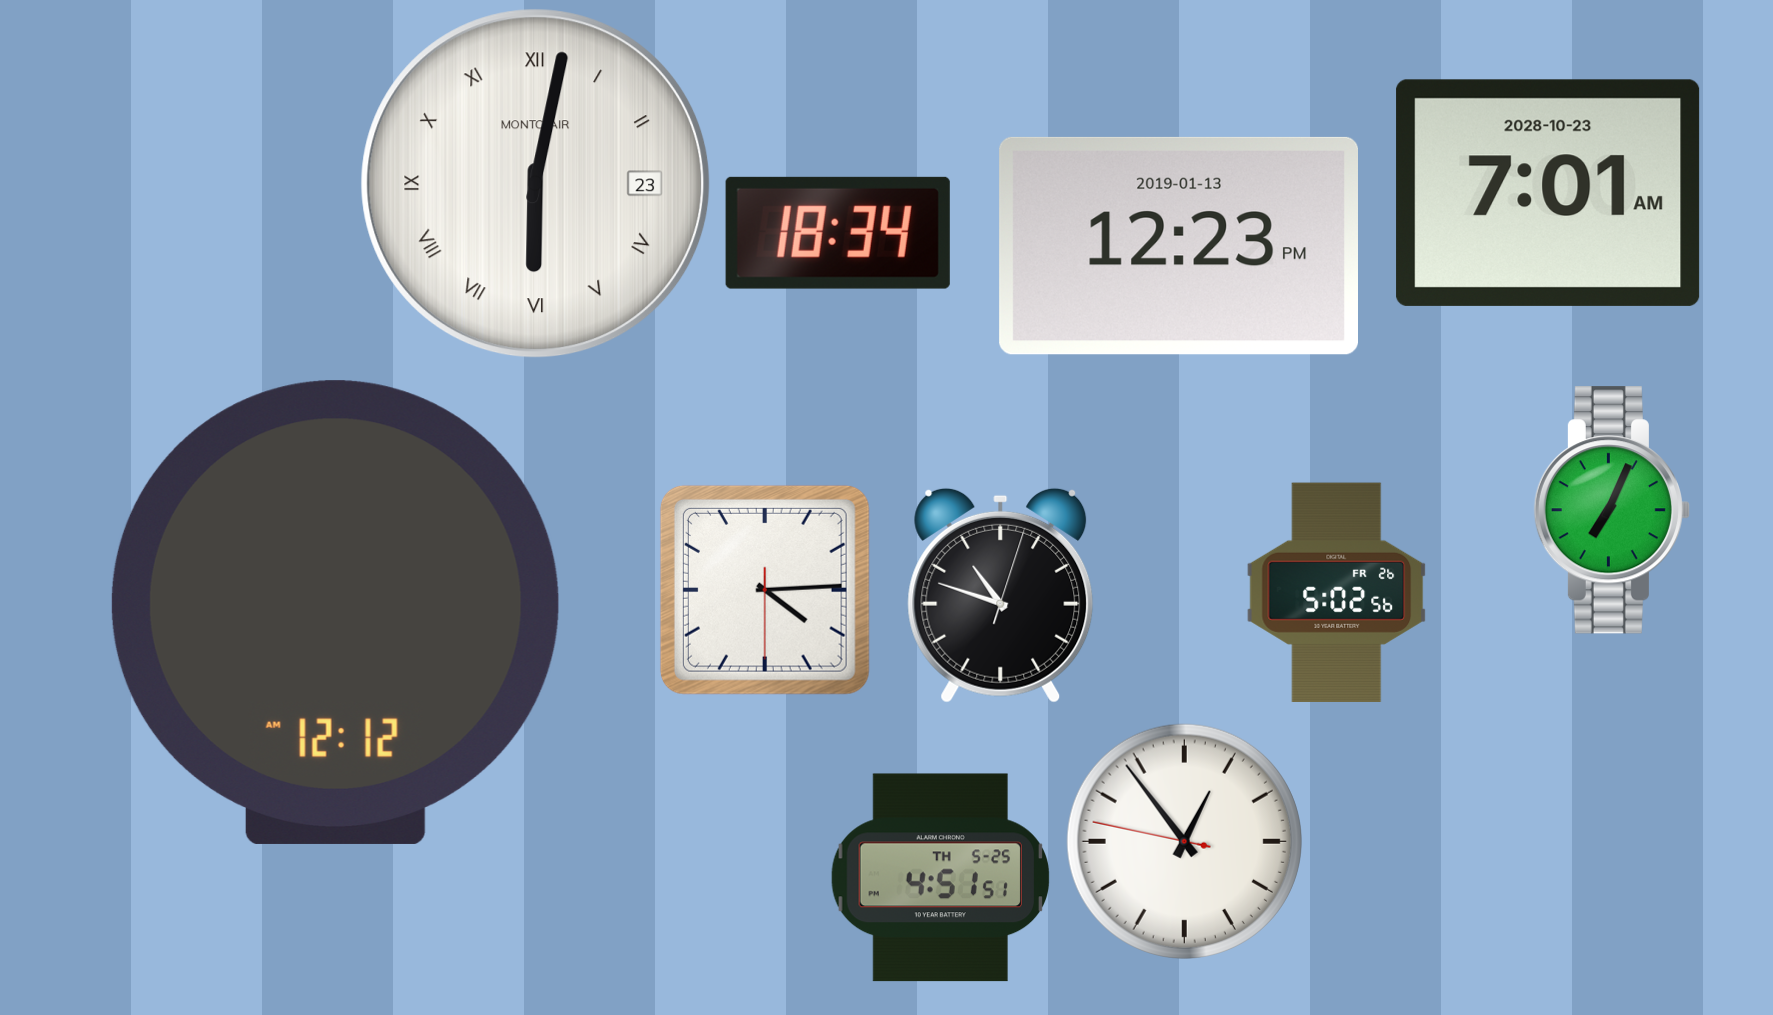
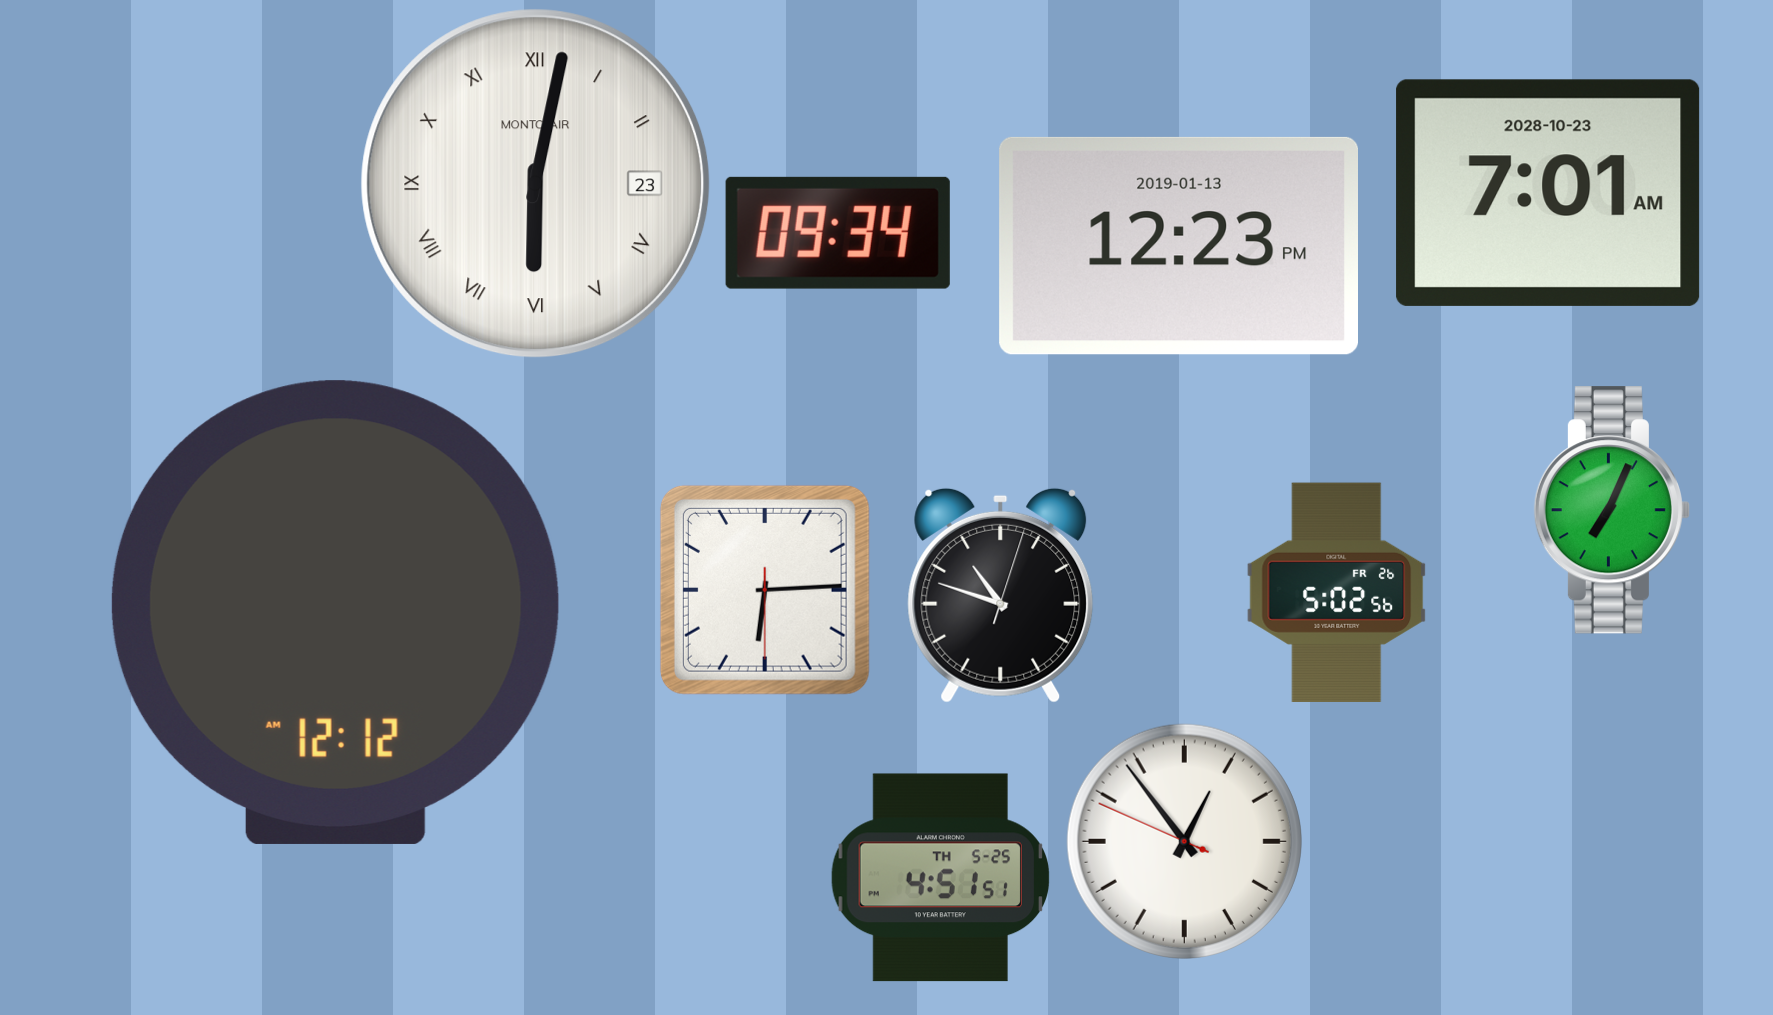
clock at (838, 233): 18:34 -> 09:34
clock at (765, 590): 4:14 -> 6:14
clock at (1184, 841): 12:53:47 -> 12:53:49
